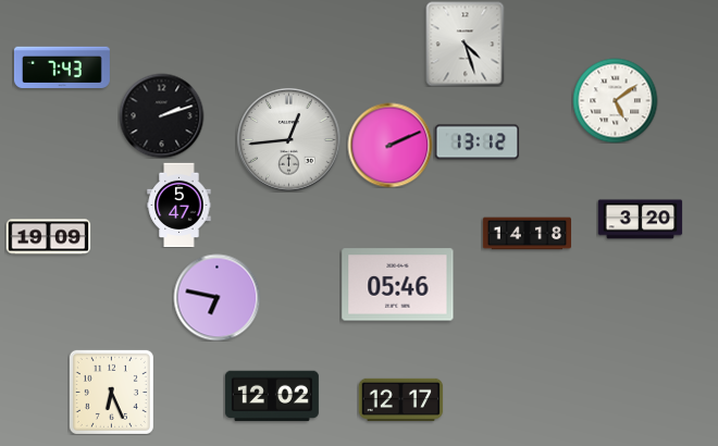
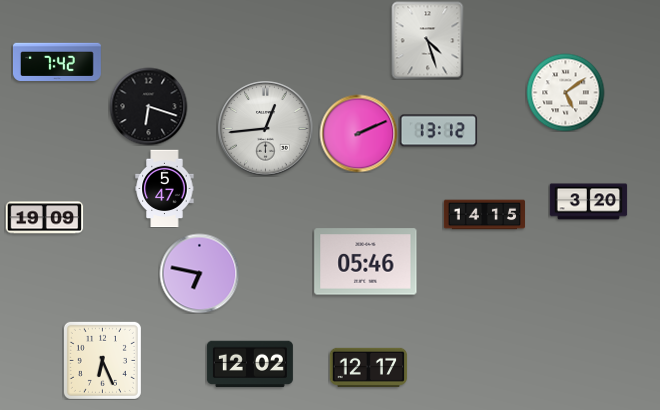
clock at (62, 66): 7:43 -> 7:42
clock at (161, 115): 2:12 -> 6:18
clock at (527, 234): 14:18 -> 14:15
